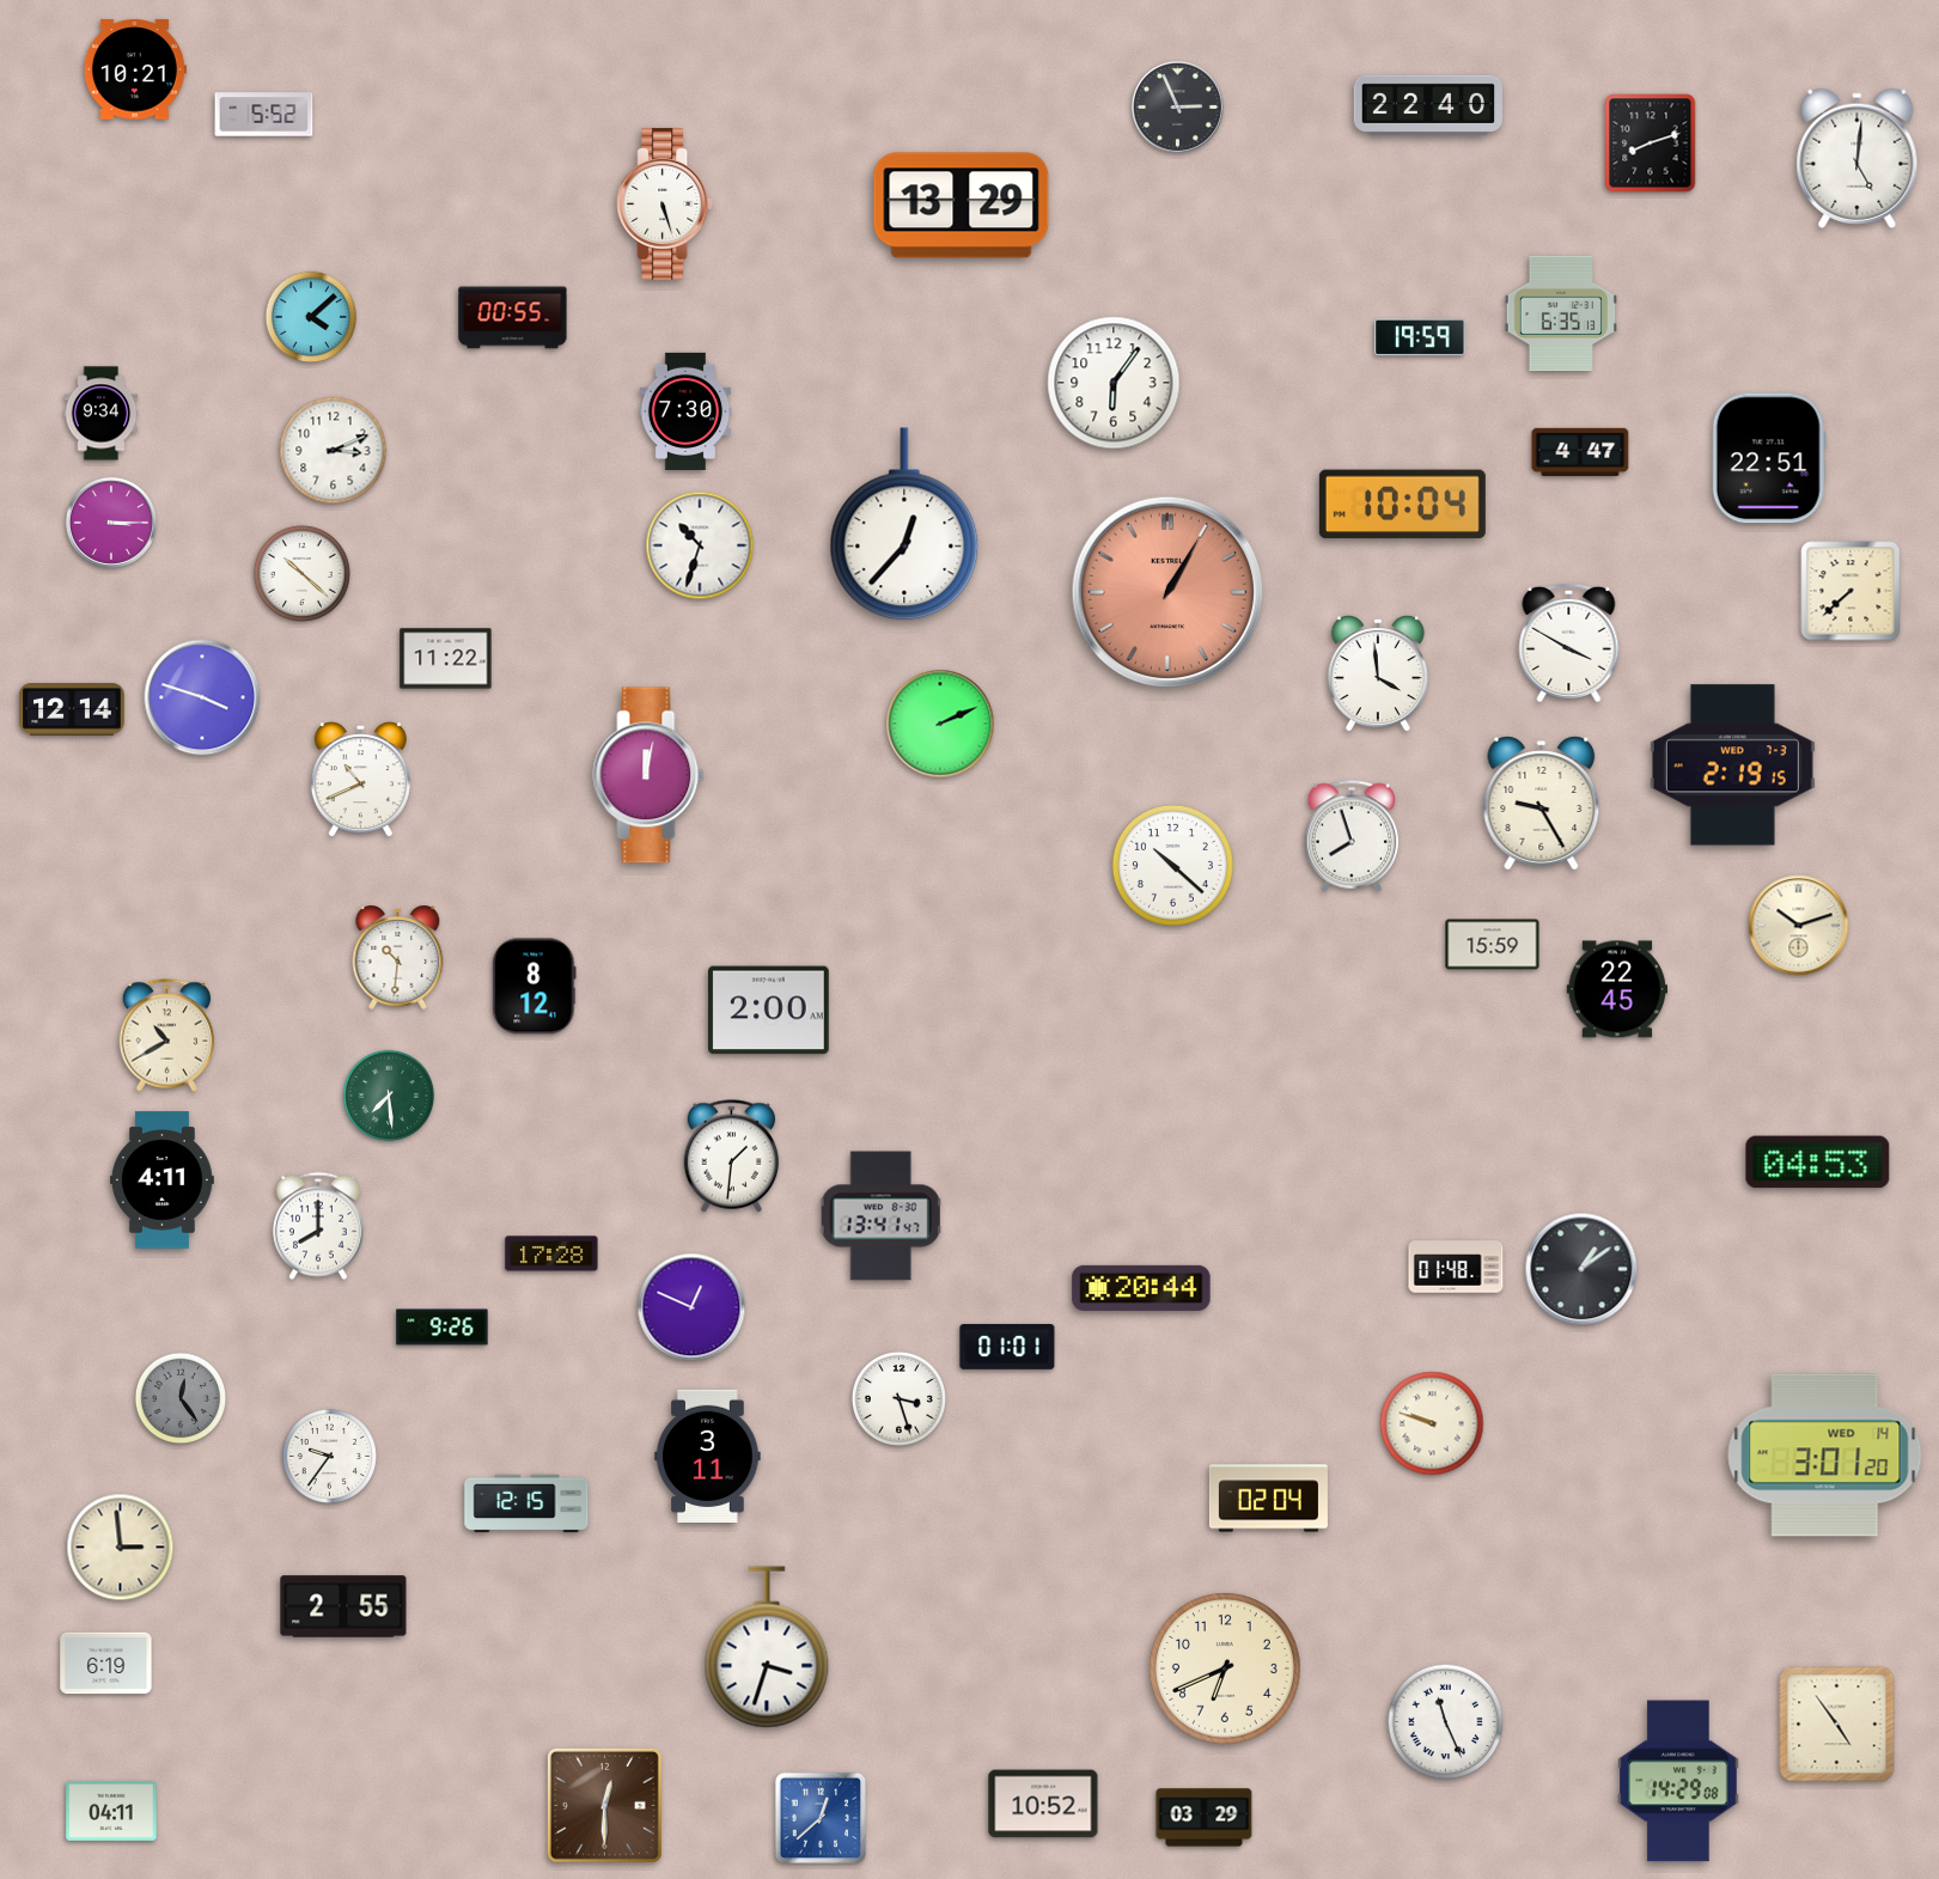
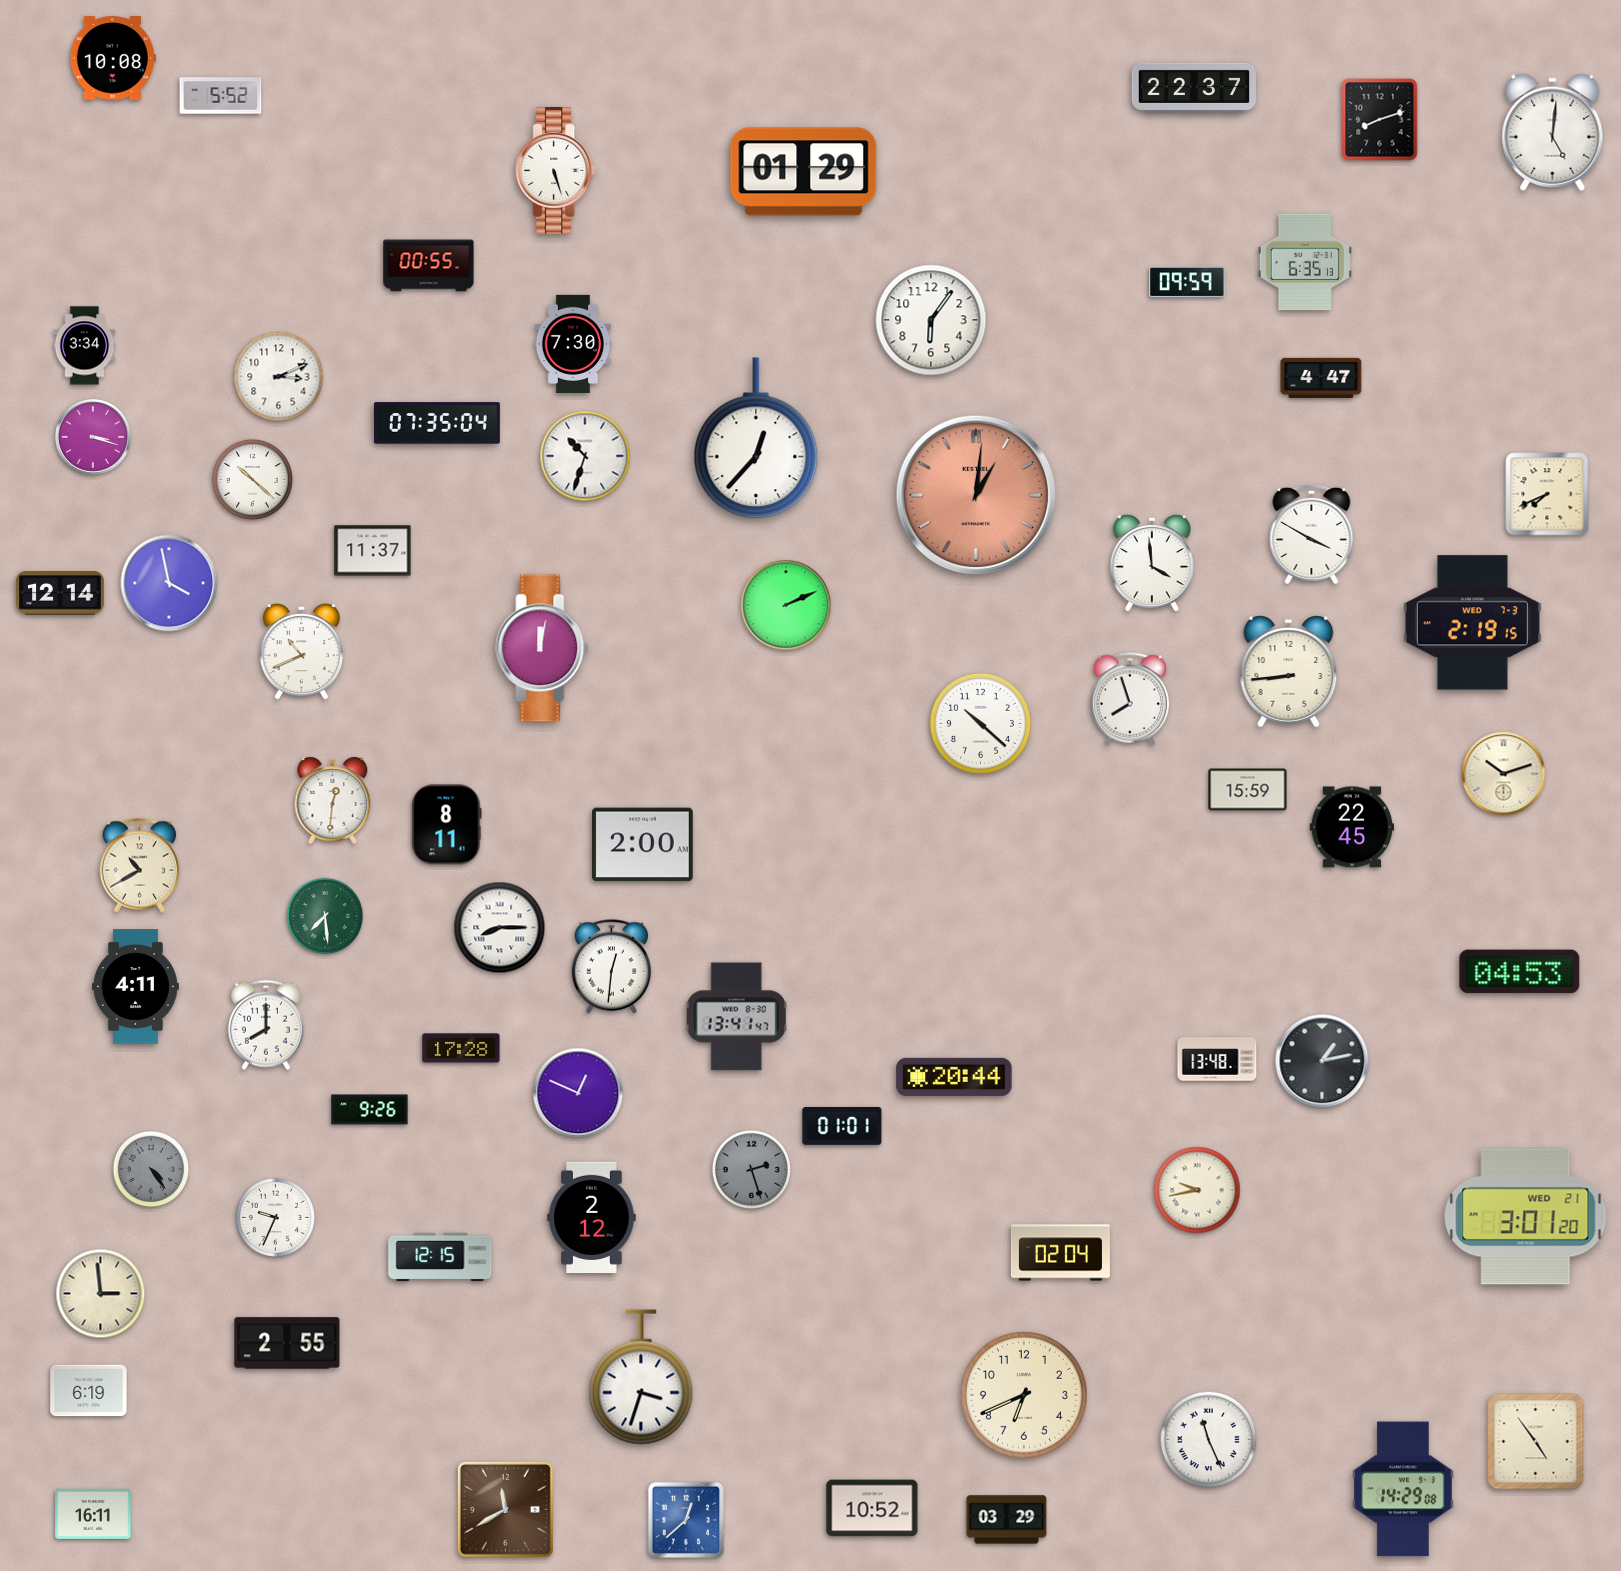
clock at (135, 69): 10:21 -> 10:08
clock at (1427, 105): 22:40 -> 22:37
clock at (1177, 106): 2:56 -> none
clock at (962, 206): 13:29 -> 01:29
clock at (311, 317): 4:08 -> none
clock at (1420, 337): 19:59 -> 09:59
clock at (102, 414): 9:34 -> 3:34
clock at (1769, 458): 22:51 -> none
clock at (1402, 505): 10:04 -> none
clock at (437, 423): none -> 07:35
clock at (111, 523): 3:15 -> 3:18
clock at (1850, 591): 7:38 -> 7:41
clock at (1167, 592): 1:05 -> 1:01
clock at (1569, 642) position: (1569, 642) -> (1312, 534)
clock at (446, 659): 11:22 -> 11:37
clock at (202, 697): 3:48 -> 3:58
clock at (1732, 765) position: (1732, 765) -> (1472, 623)
clock at (1542, 804): 9:25 -> 8:44
clock at (398, 957): 10:31 -> 12:31
clock at (535, 987): 8:12 -> 8:11
clock at (500, 928): none -> 8:15
clock at (732, 1157): 1:31 -> 12:31
clock at (1456, 1267): 01:48 -> 13:48
clock at (1581, 1269): 1:09 -> 1:13
clock at (181, 1398): 12:24 -> 4:24
clock at (898, 1398): 3:27 -> 2:27
clock at (898, 1398) dial: white -> grey
clock at (1432, 1423): 9:48 -> 9:43
clock at (329, 1456): 9:36 -> 9:34
clock at (708, 1456): 3:11 -> 2:12
clock at (1825, 1456) date: WED 14 -> WED 21
clock at (604, 1805): 12:30 -> 11:40
clock at (111, 1811): 04:11 -> 16:11
